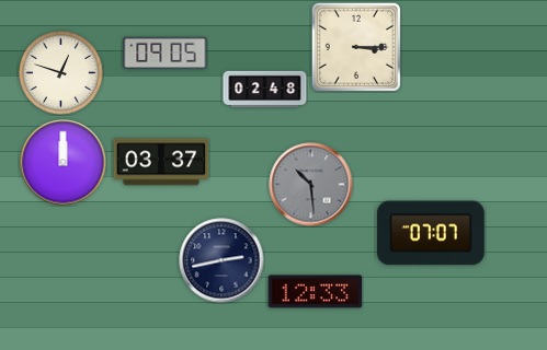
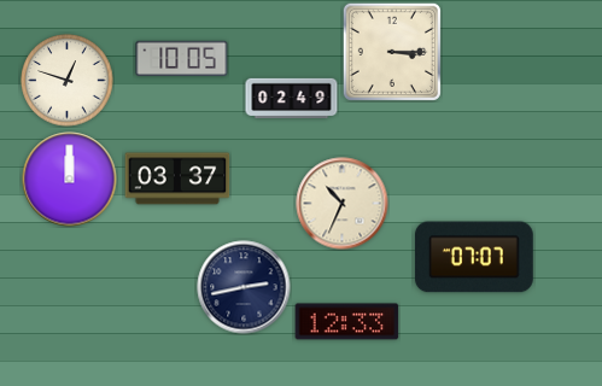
clock at (166, 52): 09:05 -> 10:05
clock at (265, 90): 02:48 -> 02:49
clock at (311, 185): 10:29 -> 10:34
clock at (311, 185) dial: grey -> cream
